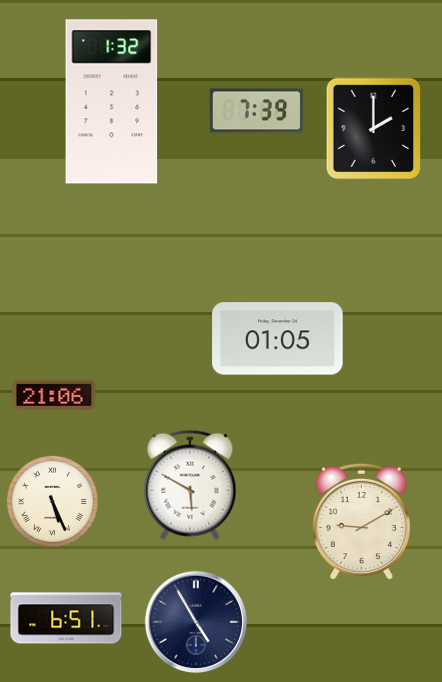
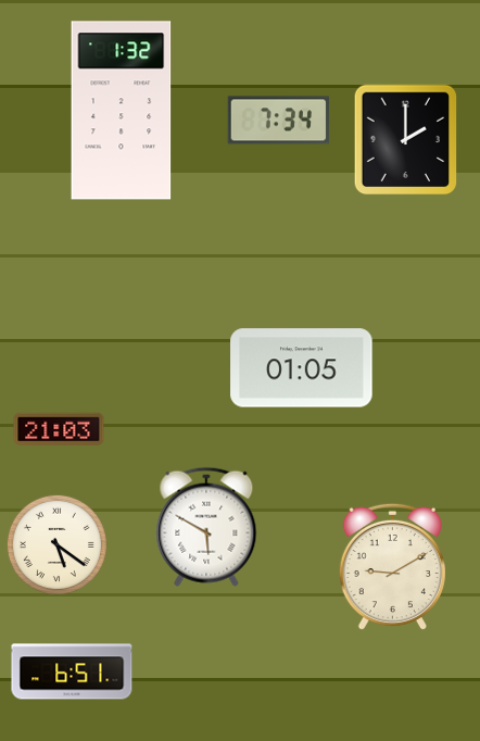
clock at (257, 111): 7:39 -> 7:34
clock at (54, 394): 21:06 -> 21:03
clock at (52, 501): 5:26 -> 5:21
clock at (196, 622): 4:55 -> none
